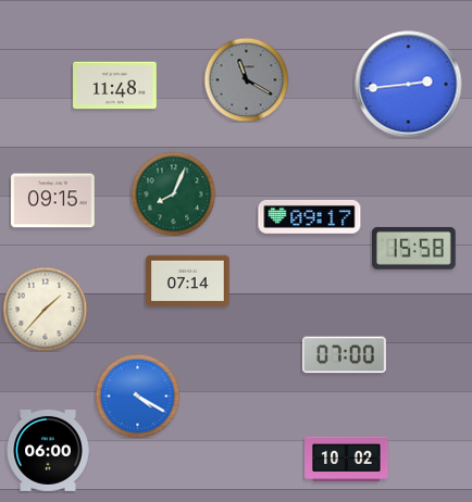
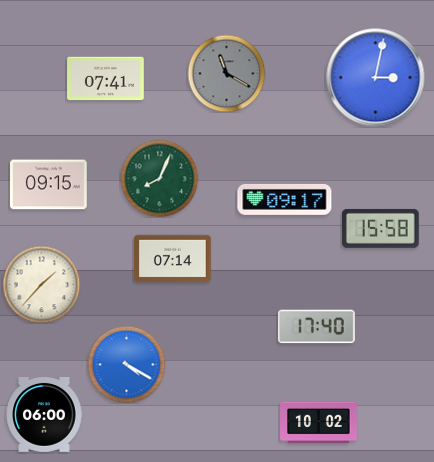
clock at (409, 85): 2:44 -> 3:02
clock at (115, 86): 11:48 -> 07:41
clock at (345, 355): 07:00 -> 17:40
